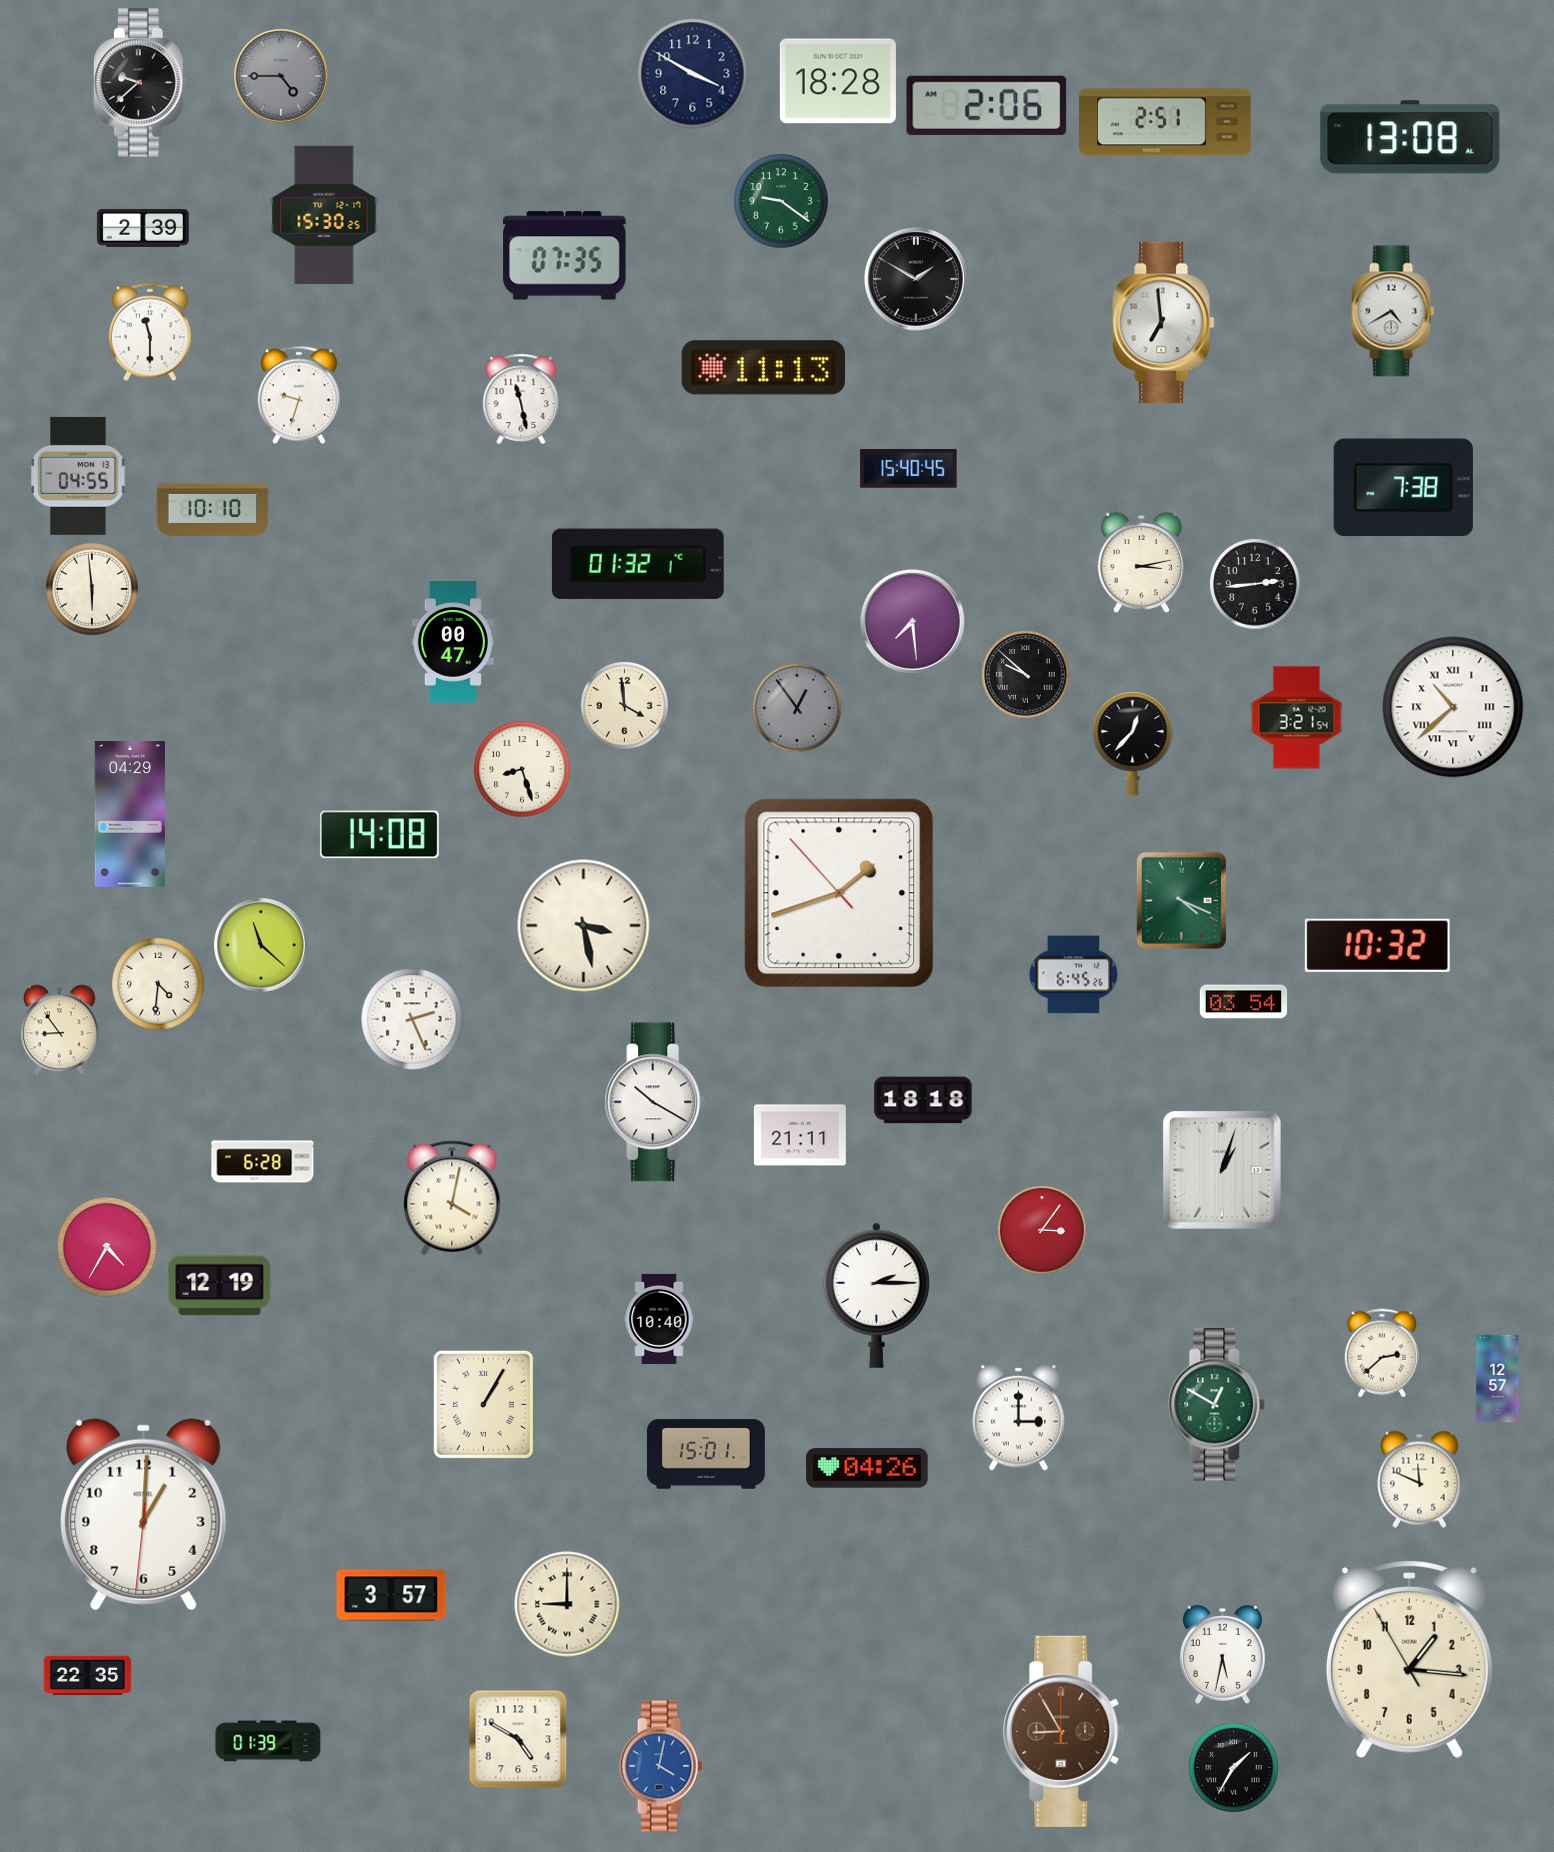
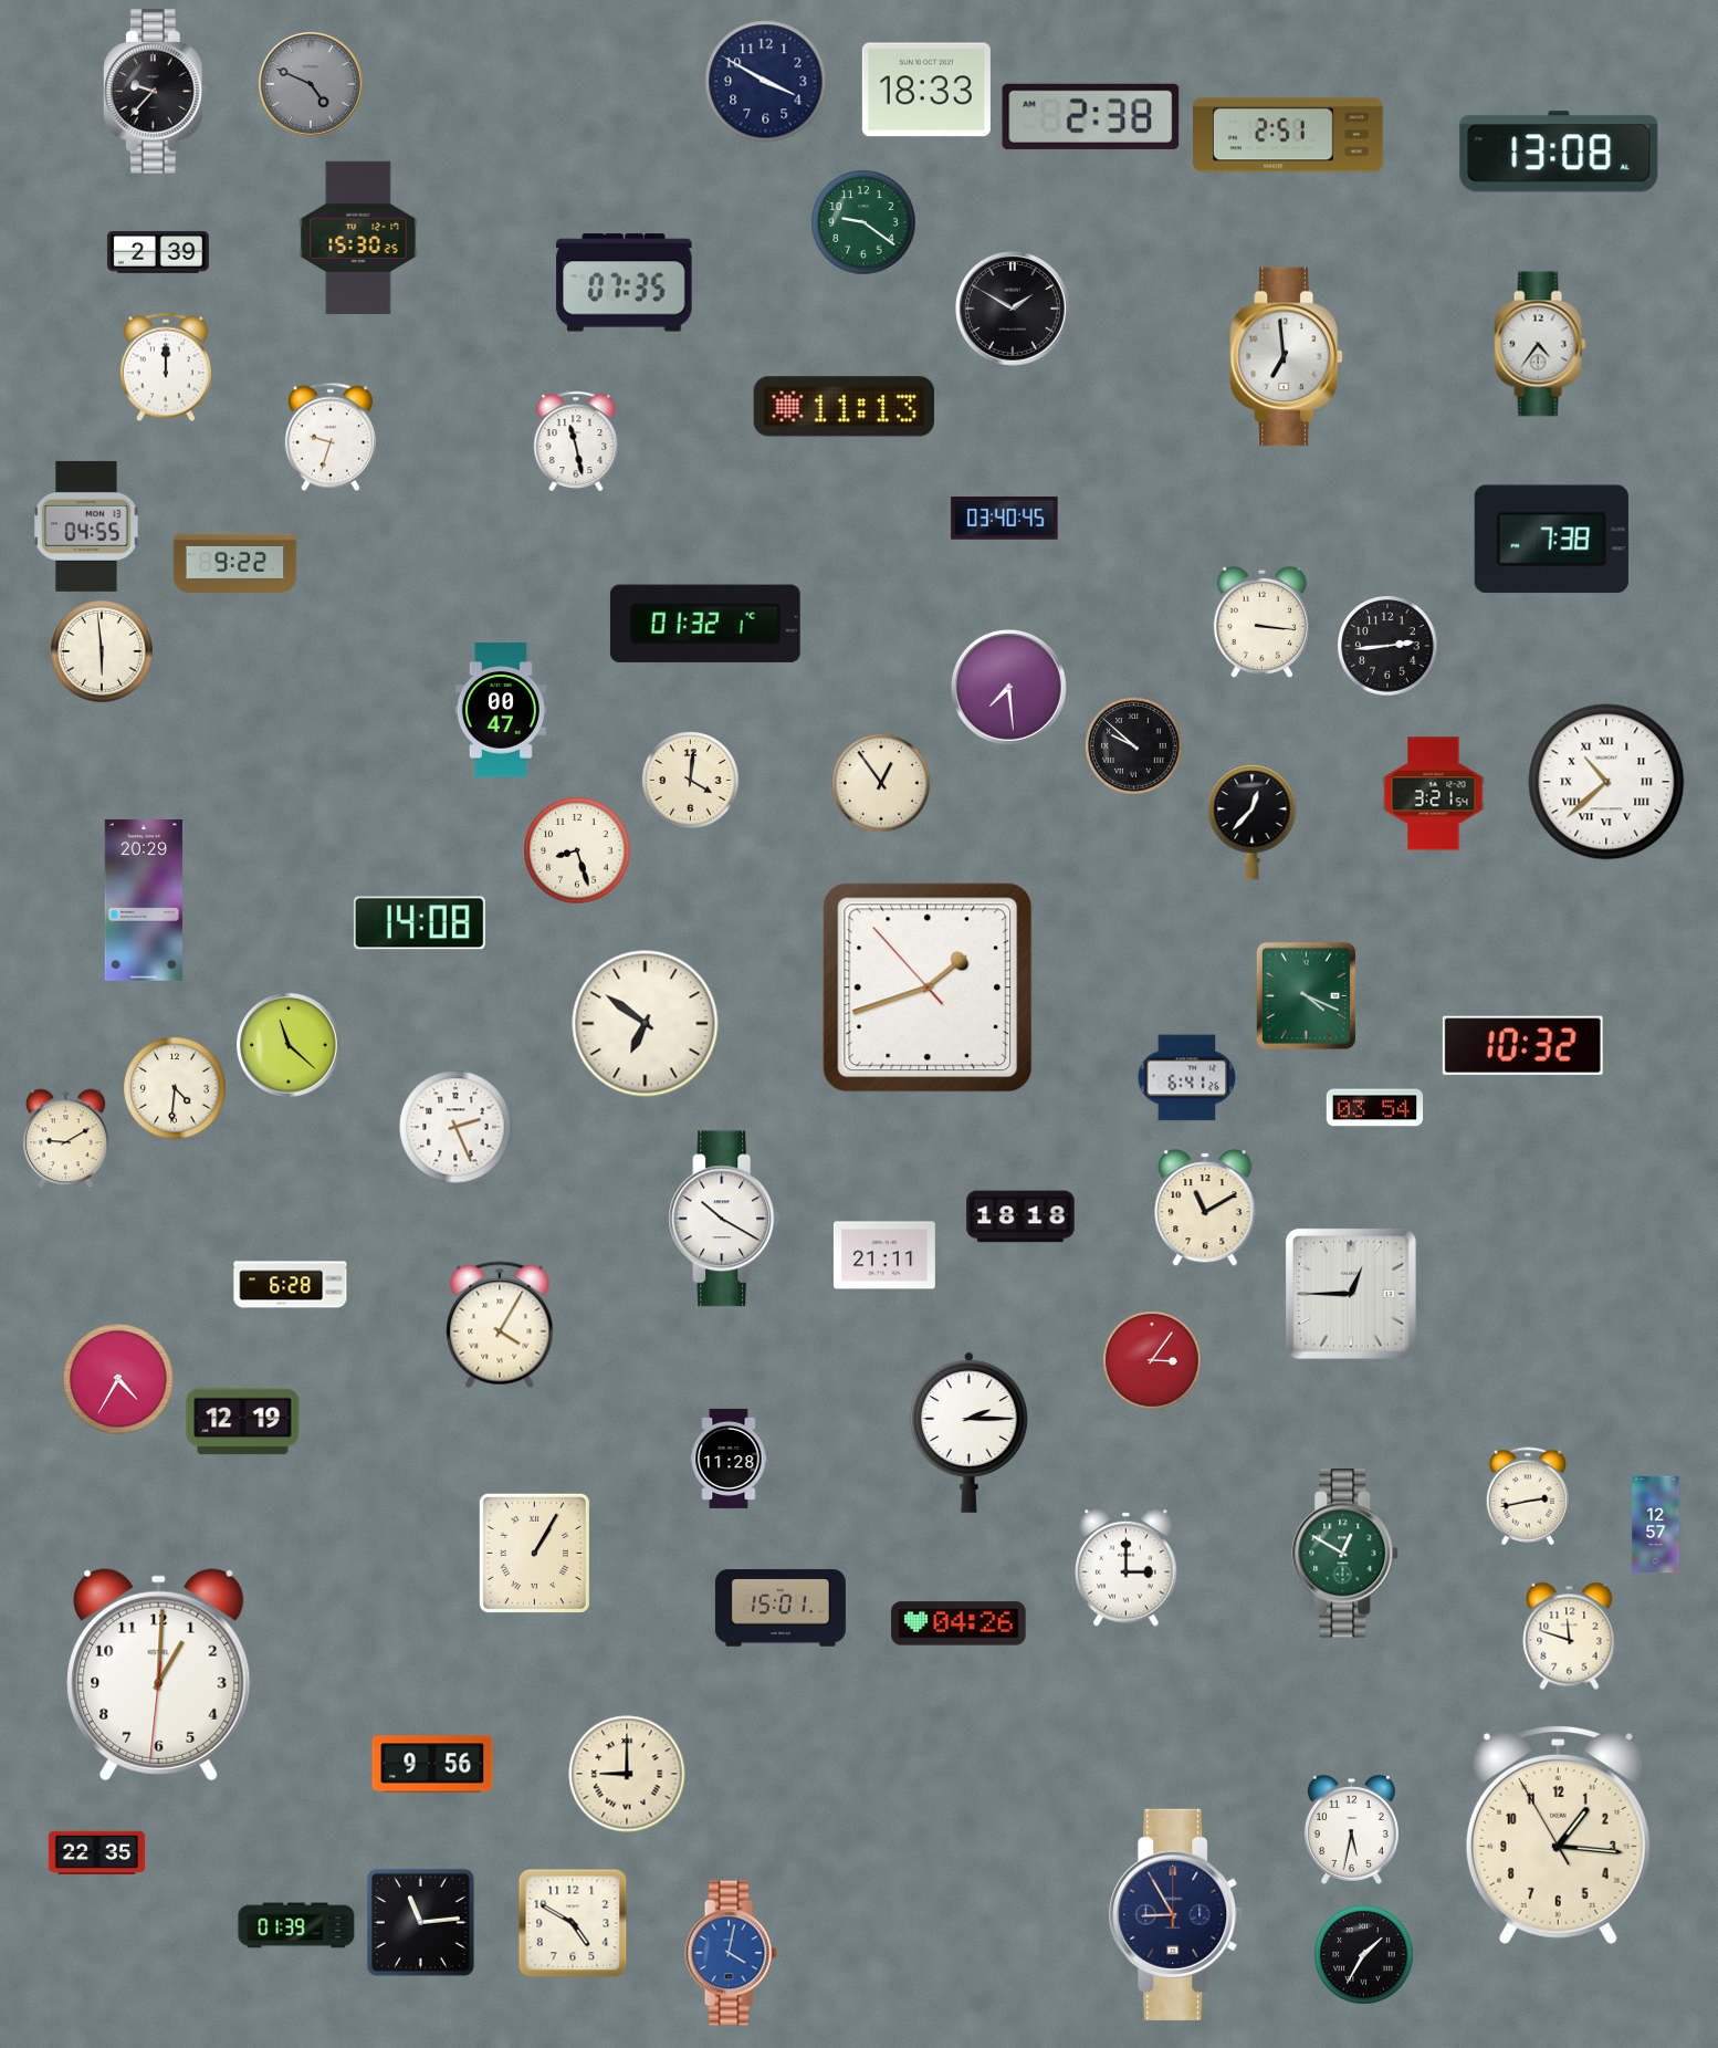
clock at (281, 76): 4:45 -> 4:49
clock at (838, 81): 18:28 -> 18:33
clock at (140, 83): 9:38 -> 9:37
clock at (987, 105): 2:06 -> 2:38
clock at (1393, 311): 4:40 -> 4:36
clock at (150, 332): 11:30 -> 12:00
clock at (909, 469): 15:40 -> 03:40
clock at (213, 509): 10:10 -> 9:22
clock at (1141, 562): 3:13 -> 3:16
clock at (625, 706): 3:59 -> 4:01
clock at (797, 708) dial: grey -> cream
clock at (130, 814): 04:29 -> 20:29
clock at (584, 926): 3:28 -> 6:51
clock at (1074, 975): 6:45 -> 6:41
clock at (60, 1030): 8:54 -> 9:10
clock at (1205, 1208): none -> 11:10
clock at (1222, 1170): 1:03 -> 12:45
clock at (452, 1198): 4:02 -> 4:05
clock at (659, 1319): 10:40 -> 11:28
clock at (1381, 1353): 2:38 -> 2:43
clock at (1420, 1479): 11:49 -> 11:48
clock at (391, 1595): 3:57 -> 9:56
clock at (1064, 1731) dial: brown -> navy
clock at (421, 1923): none -> 11:14
